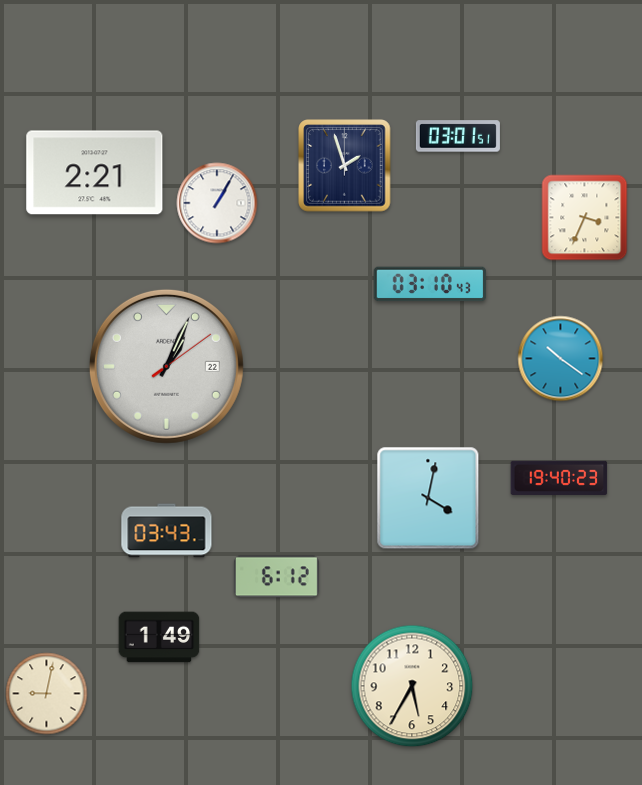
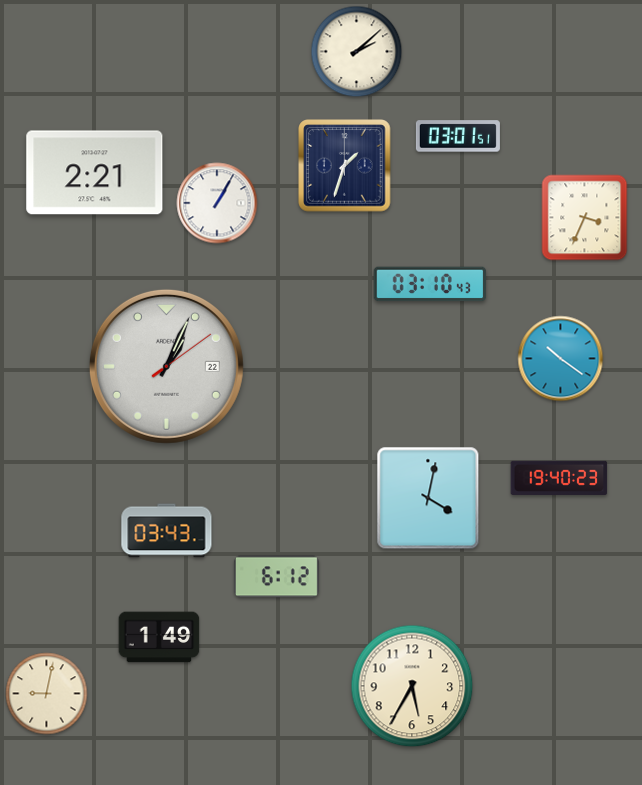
clock at (357, 52): none -> 2:08
clock at (345, 166): 1:57 -> 1:33
